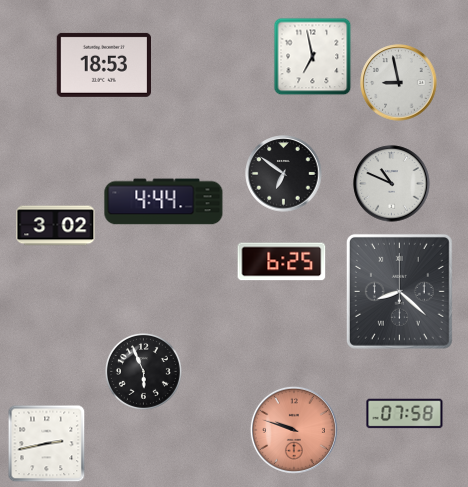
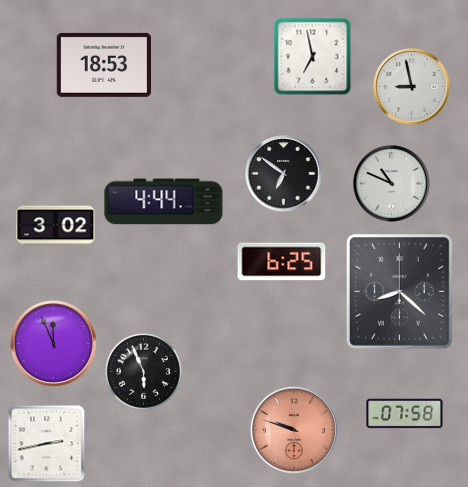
clock at (399, 83) position: (399, 83) -> (412, 87)
clock at (53, 343): none -> 11:56
